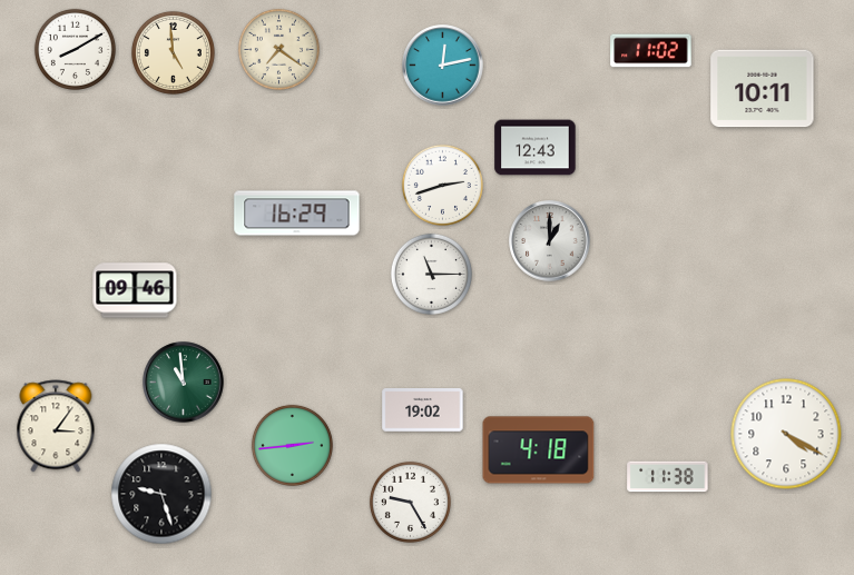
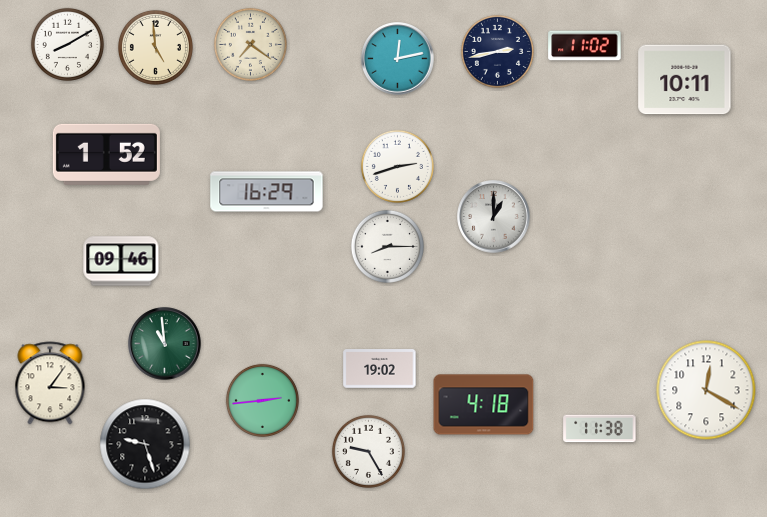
clock at (497, 51): none -> 2:43
clock at (536, 148): 12:43 -> none
clock at (106, 154): none -> 1:52
clock at (431, 274): 11:15 -> 8:15
clock at (786, 434): 4:20 -> 12:20
